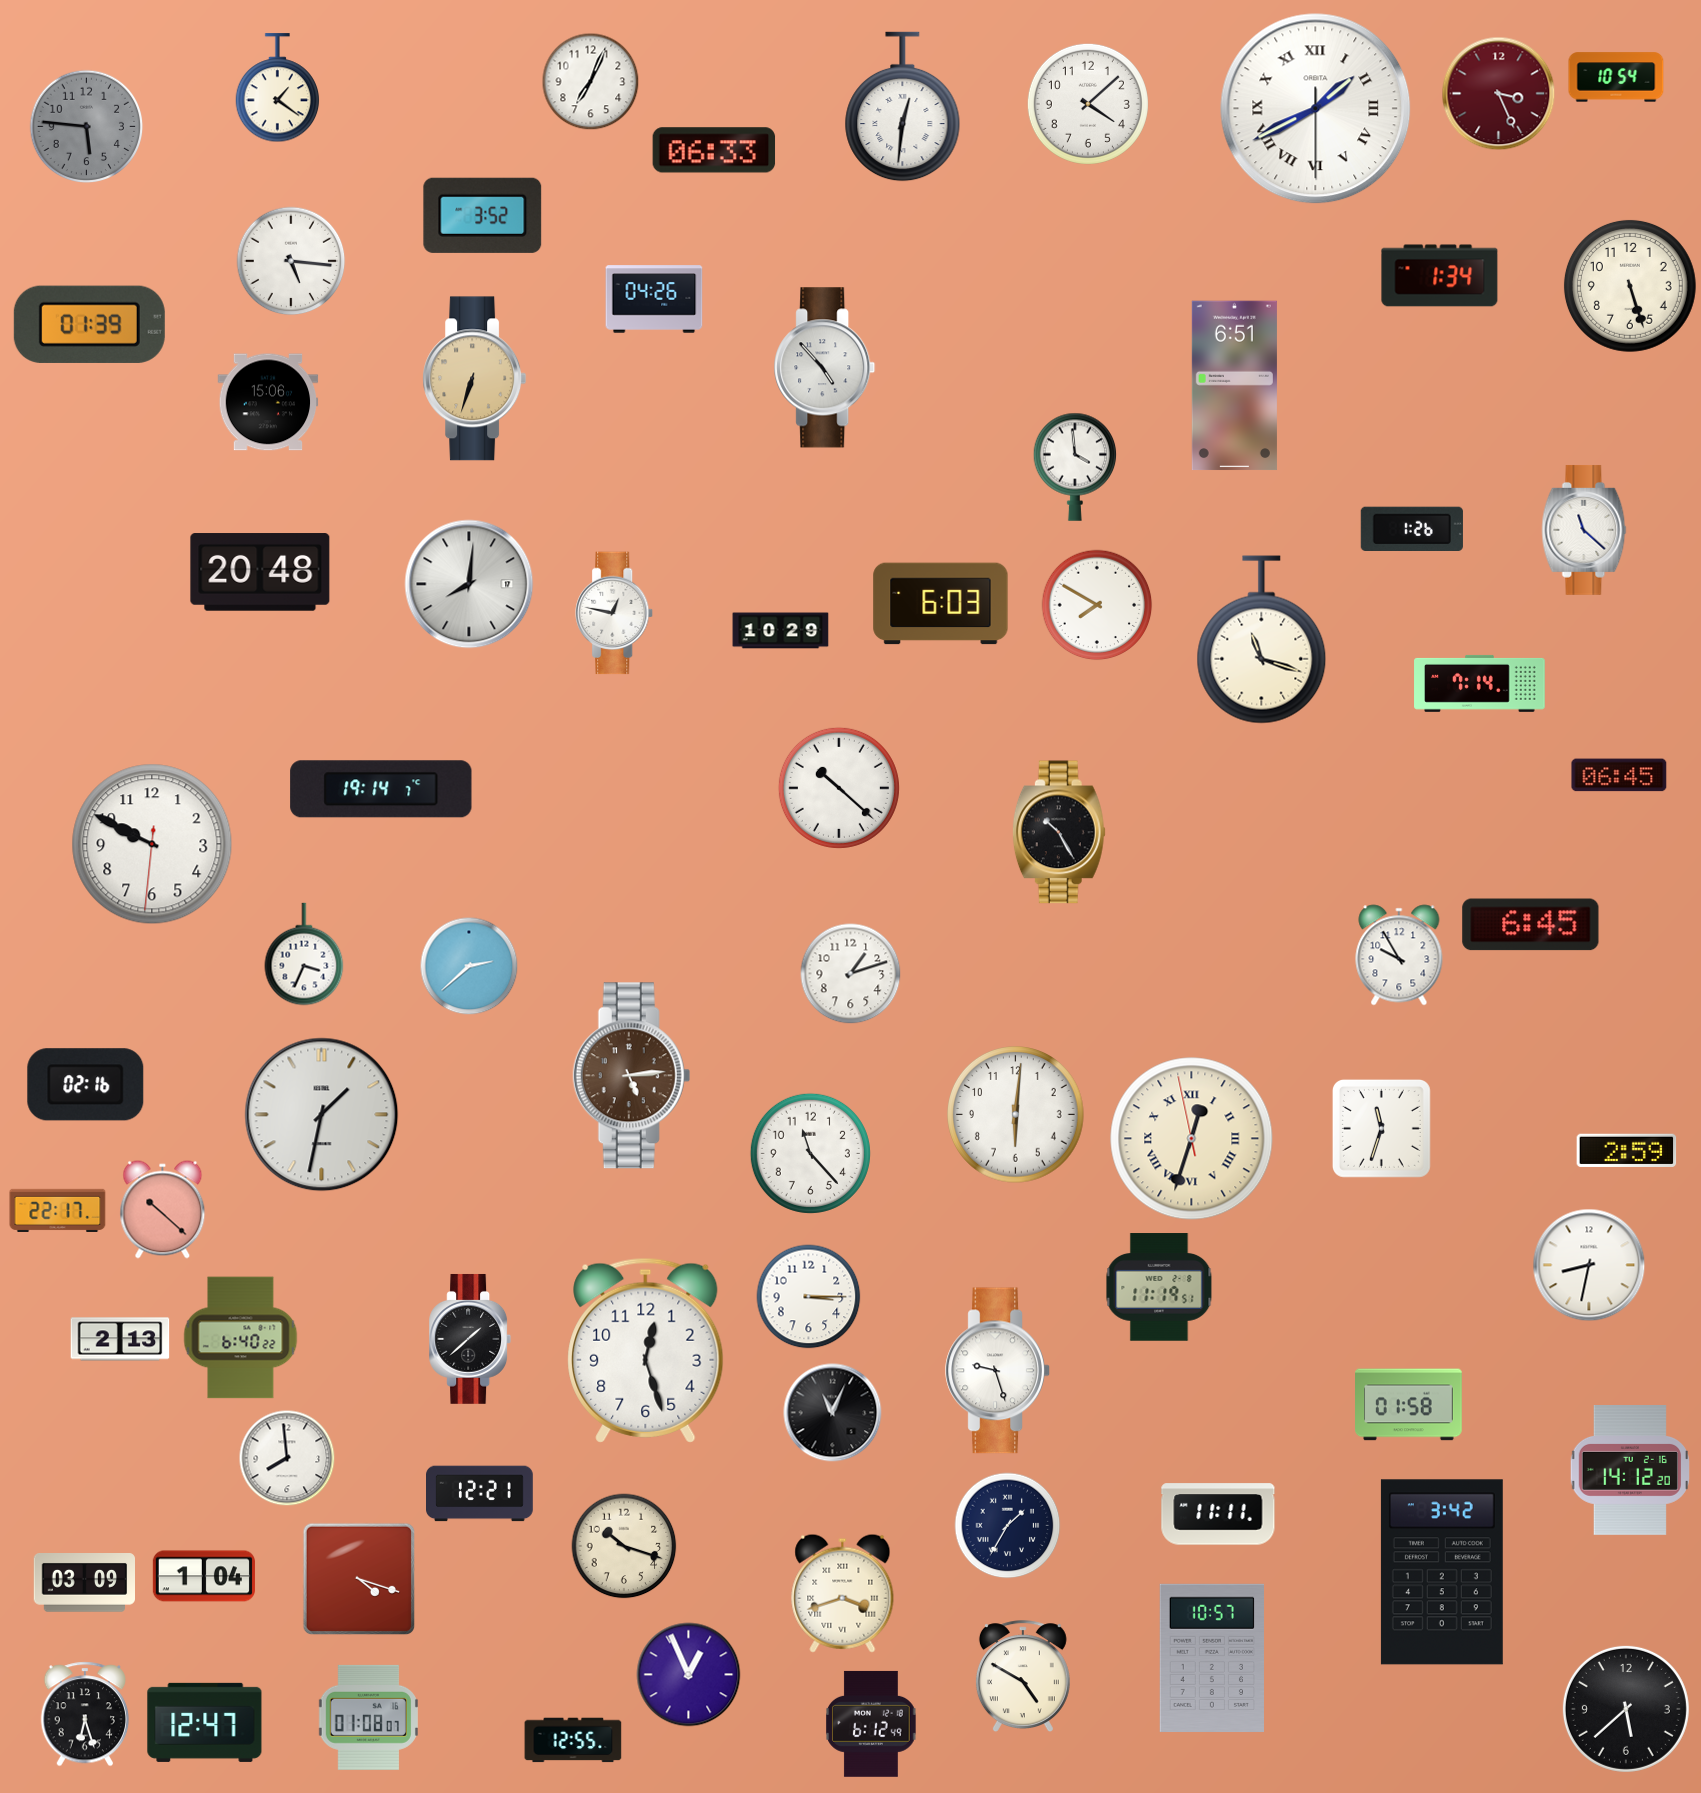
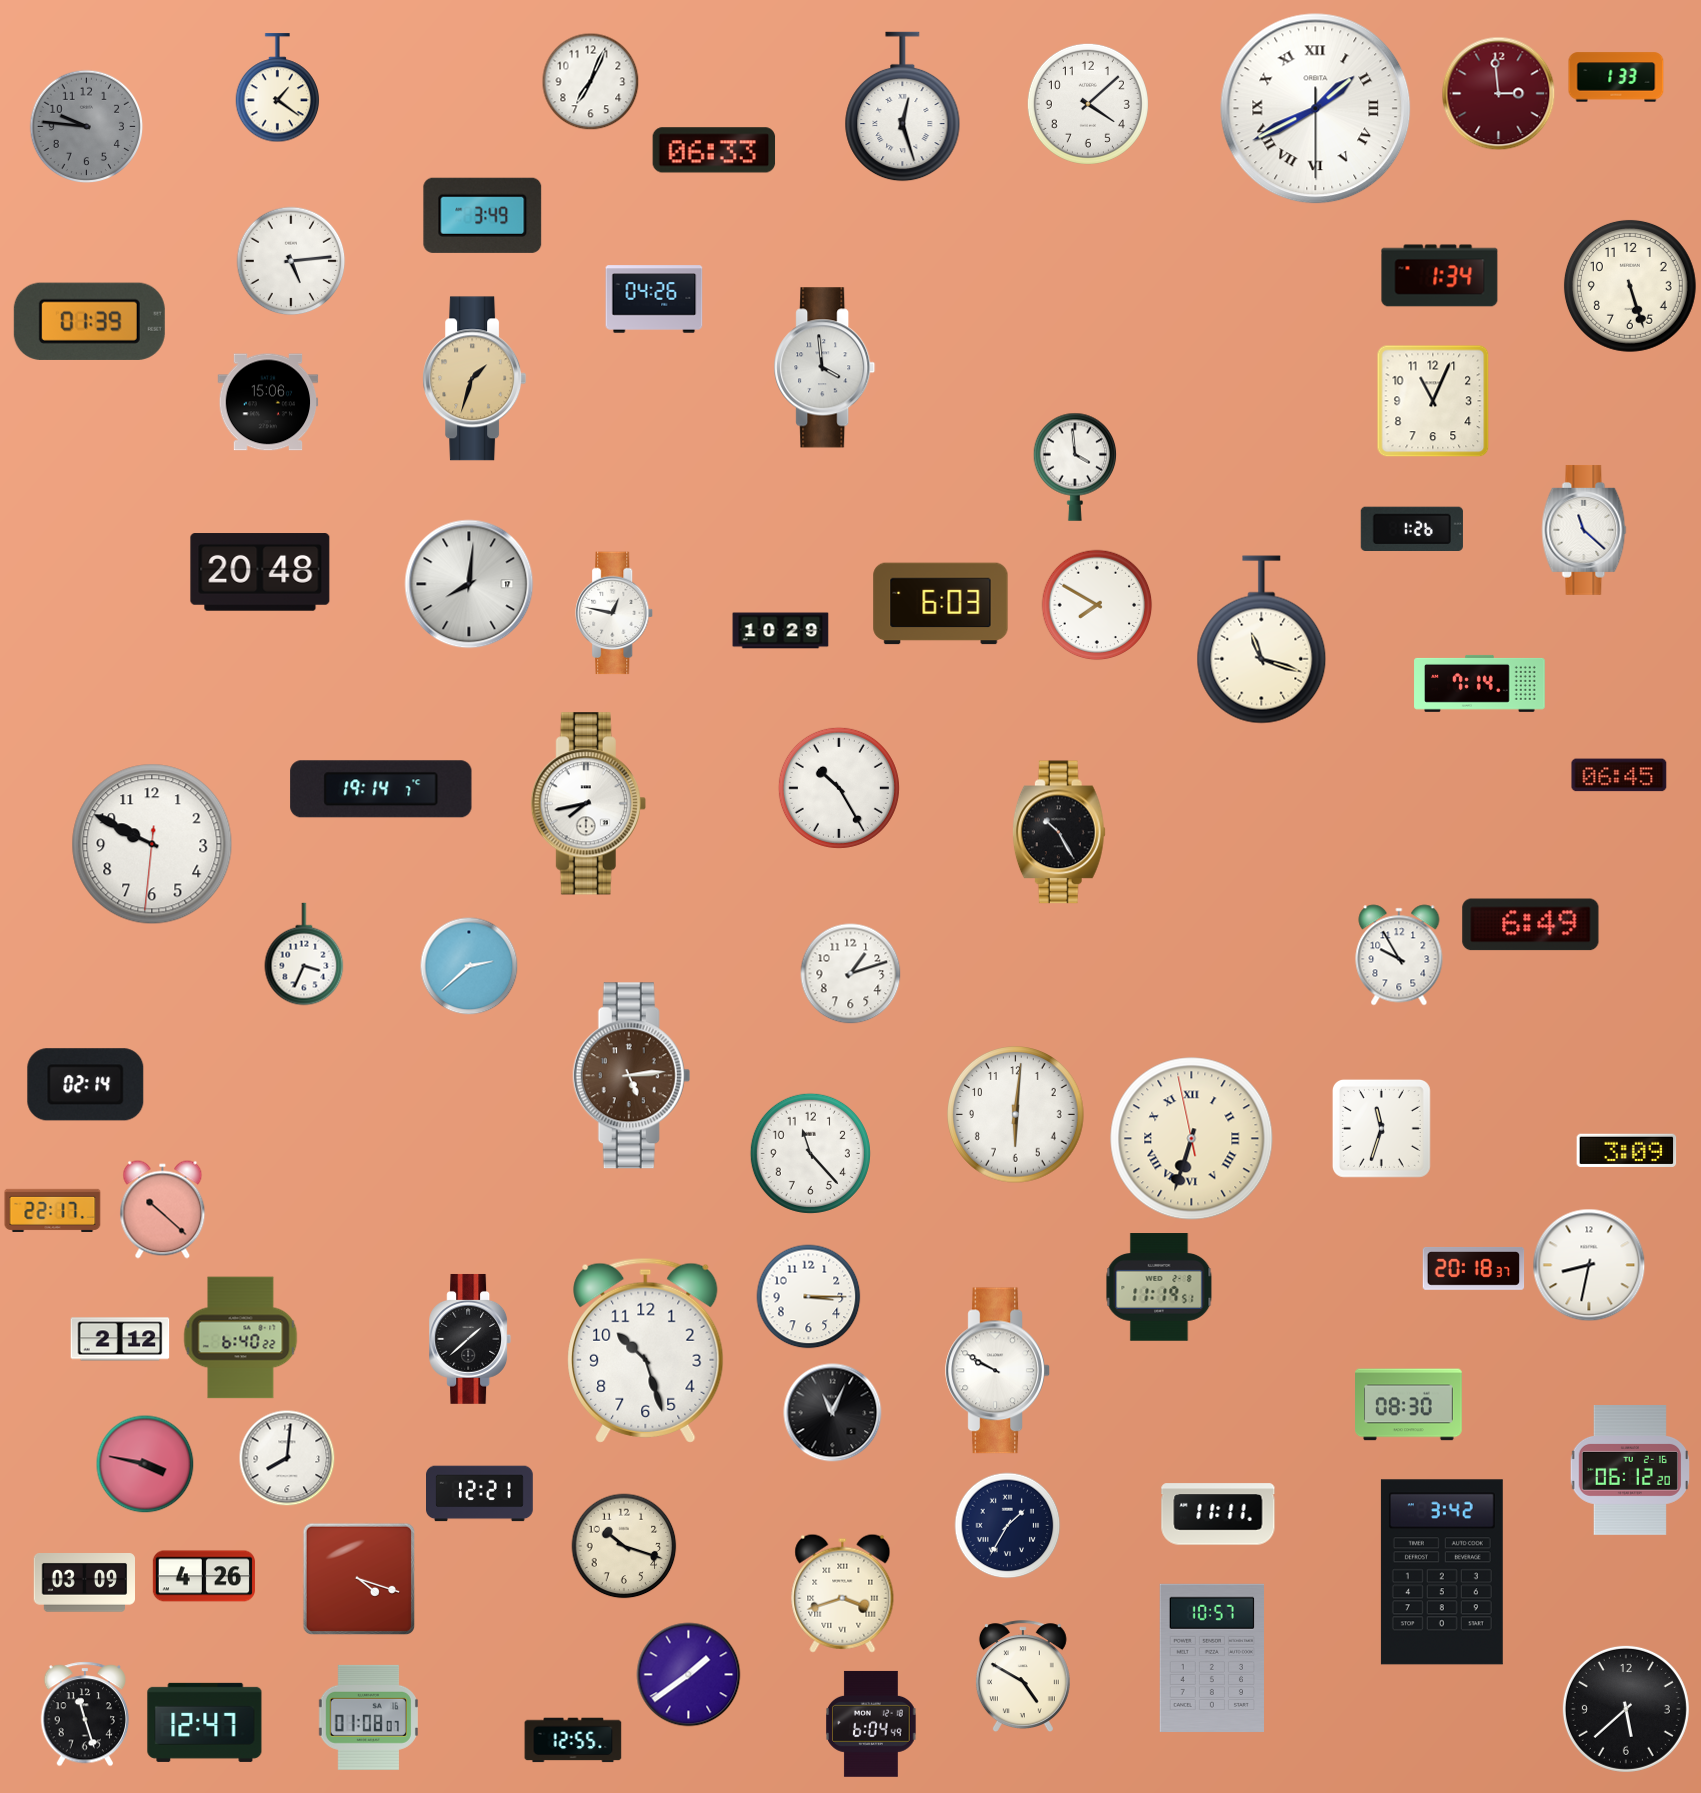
clock at (1616, 77): 10:54 -> 1:33
clock at (1499, 94): 3:26 -> 2:59
clock at (903, 107): 12:31 -> 12:27
clock at (87, 127): 5:46 -> 9:46
clock at (483, 215): 3:52 -> 3:49
clock at (291, 261): 5:16 -> 5:14
clock at (89, 324) position: (89, 324) -> (89, 321)
clock at (825, 368): 4:53 -> 3:59
clock at (475, 379): 6:33 -> 1:33
clock at (1234, 386): 6:51 -> none
clock at (1433, 401): none -> 11:04
clock at (839, 788): 10:22 -> 10:25
clock at (588, 804): none -> 7:43
clock at (1531, 925): 6:45 -> 6:49
clock at (86, 1085): 02:16 -> 02:14
clock at (322, 1115): 1:32 -> none
clock at (1192, 1139): 12:32 -> 6:32
clock at (1627, 1150): 2:59 -> 3:09
clock at (58, 1210) position: (58, 1210) -> (53, 1210)
clock at (1474, 1268): none -> 20:18
clock at (120, 1339): 2:13 -> 2:12
clock at (646, 1350): 12:27 -> 10:27
clock at (998, 1371): 9:27 -> 9:50
clock at (1409, 1405): 01:58 -> 08:30
clock at (287, 1458): 7:59 -> 8:01
clock at (145, 1464): none -> 3:47
clock at (1630, 1471): 14:12 -> 06:12
clock at (203, 1576): 1:04 -> 4:26
clock at (689, 1675): 12:56 -> 1:39
clock at (85, 1714): 6:27 -> 11:27
clock at (871, 1724): 6:12 -> 6:04
